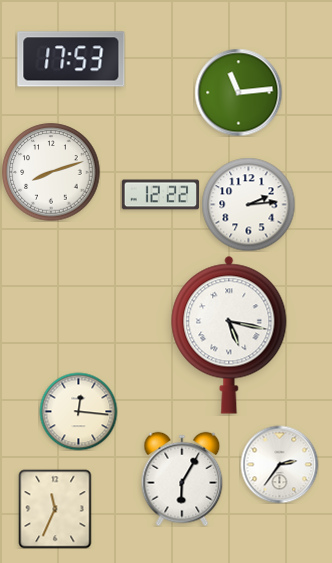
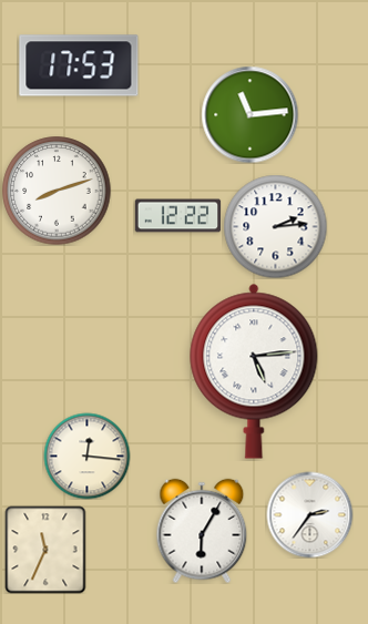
clock at (238, 92) position: (238, 92) -> (249, 114)
clock at (229, 335): 5:17 -> 5:14
clock at (55, 509) position: (55, 509) -> (45, 550)
